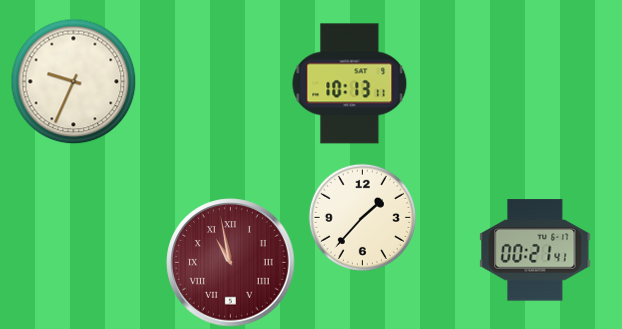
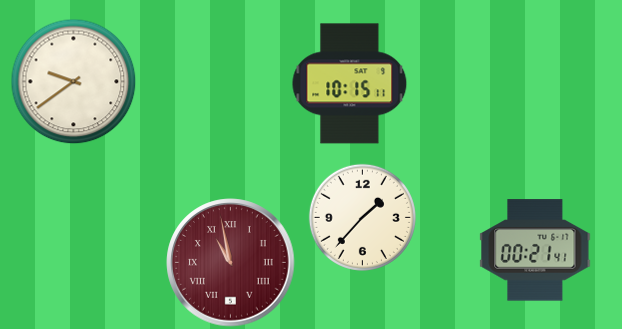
clock at (73, 81): 9:34 -> 9:39
clock at (350, 84): 10:13 -> 10:15
